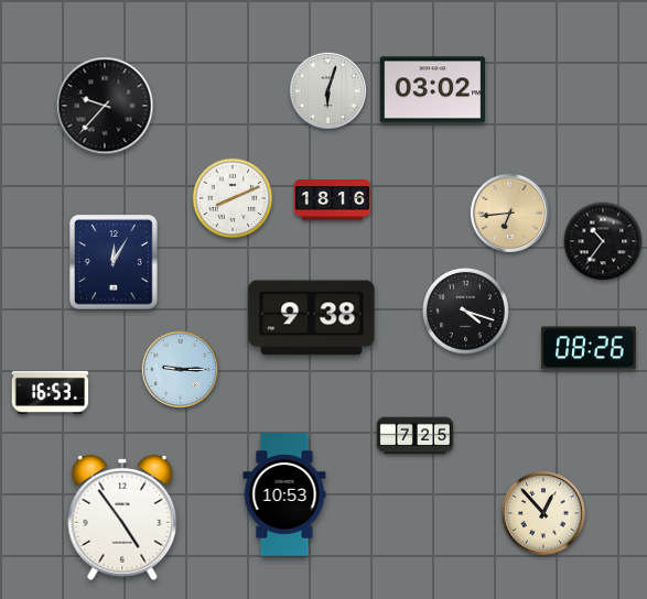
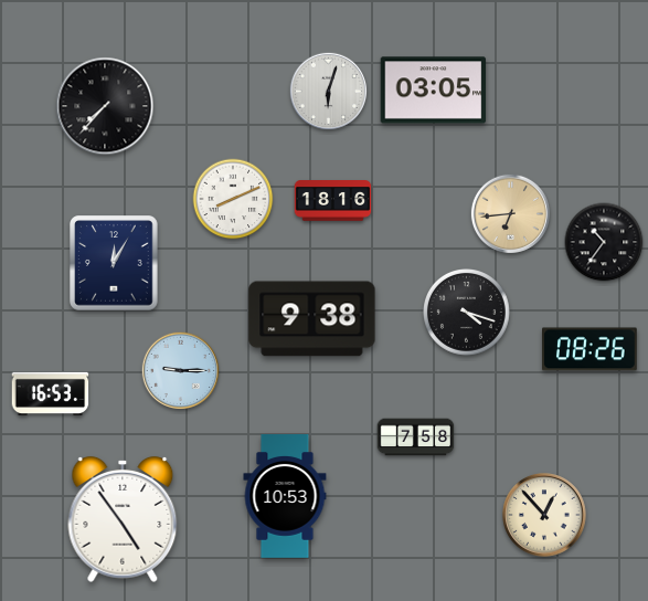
clock at (433, 90): 03:02 -> 03:05
clock at (105, 106): 9:37 -> 7:37
clock at (416, 436): 7:25 -> 7:58
